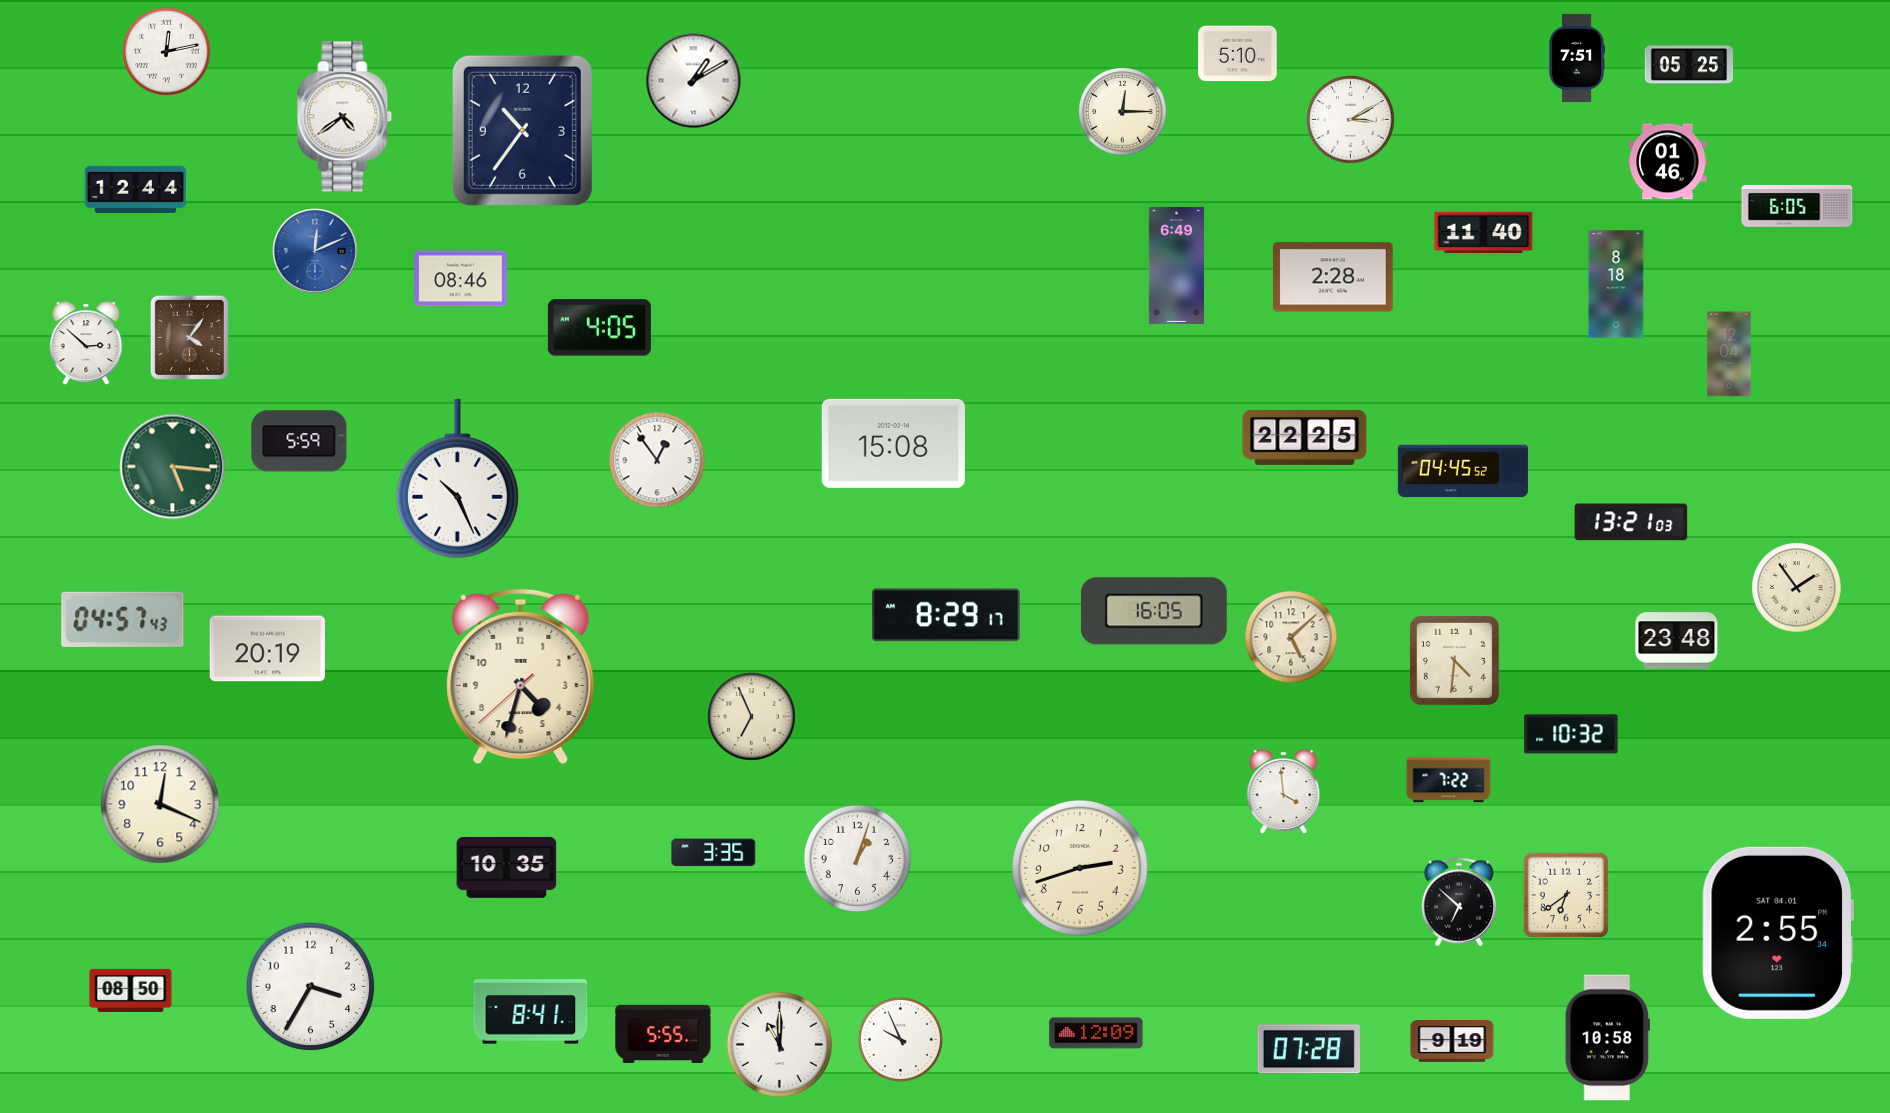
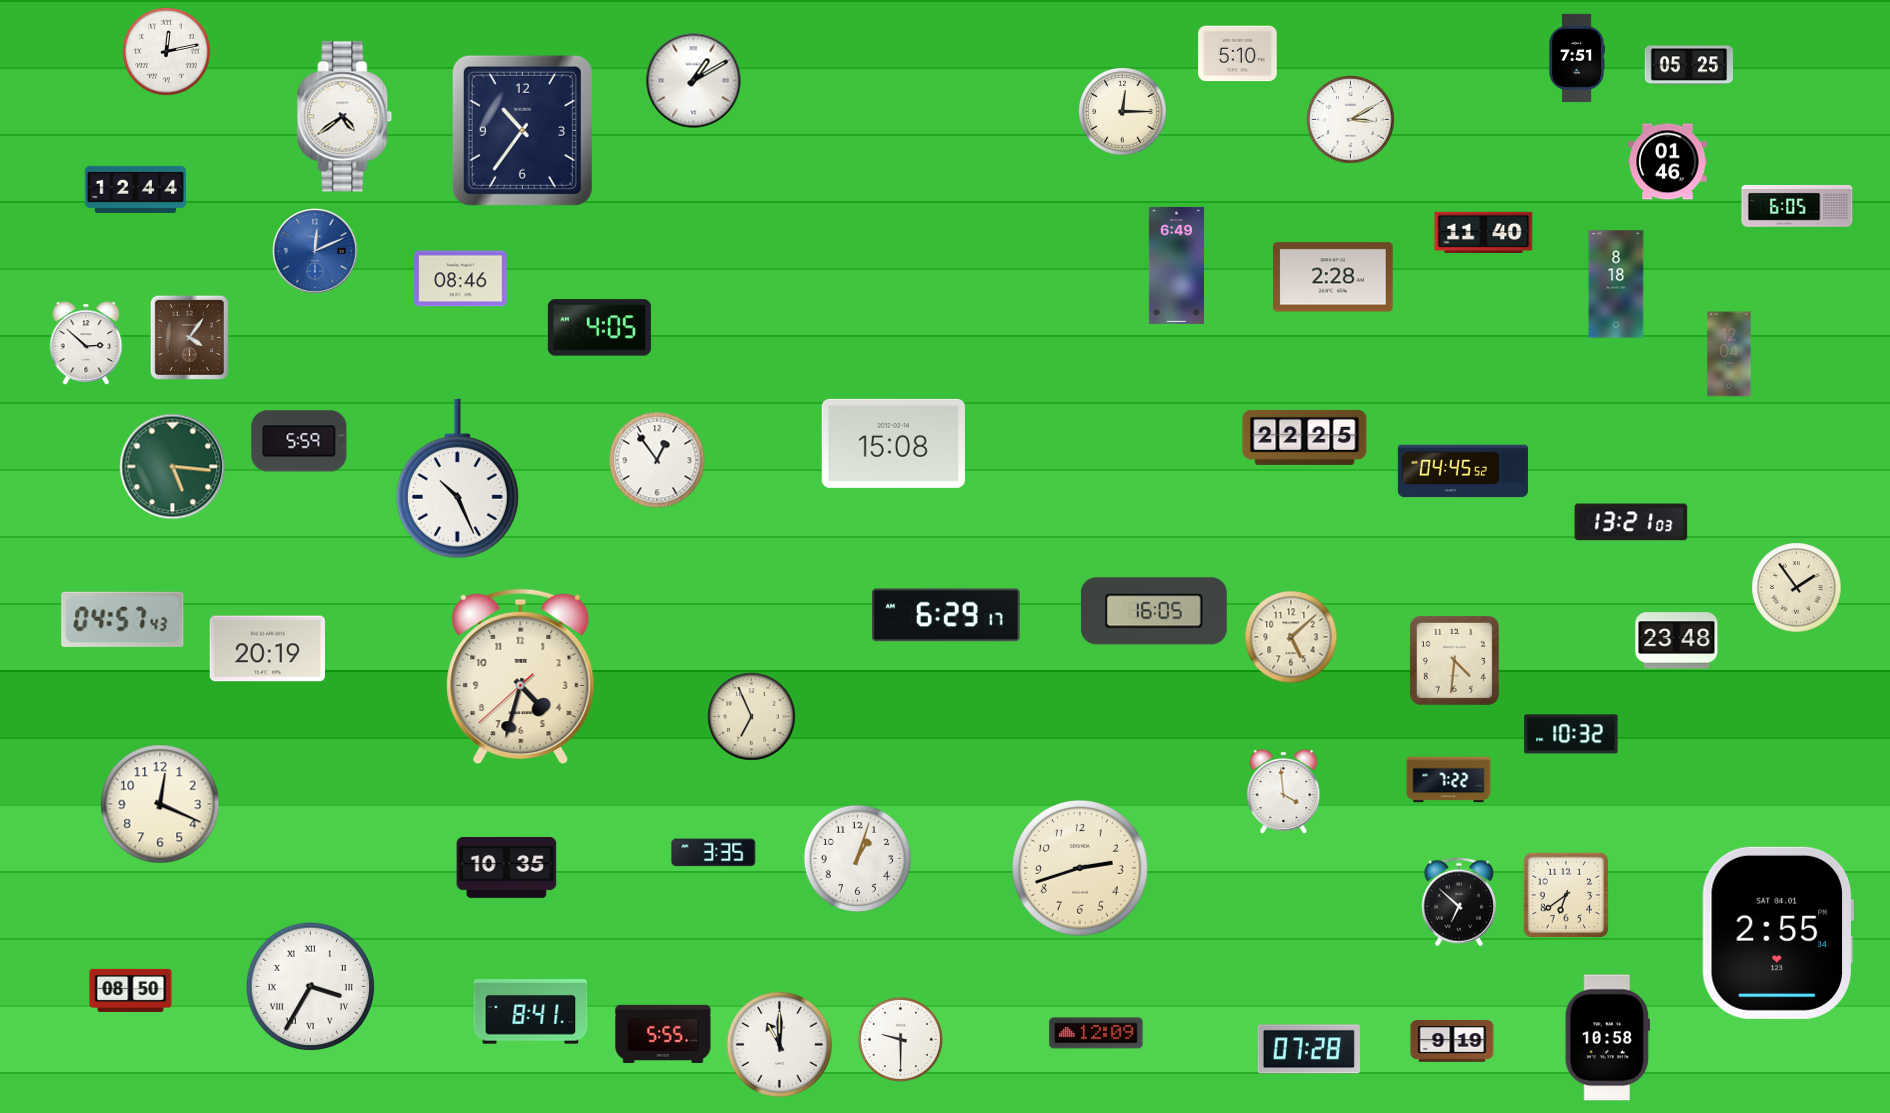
clock at (946, 615): 8:29 -> 6:29
clock at (311, 987) numerals: Arabic -> Roman
clock at (900, 1039): 9:56 -> 9:30
